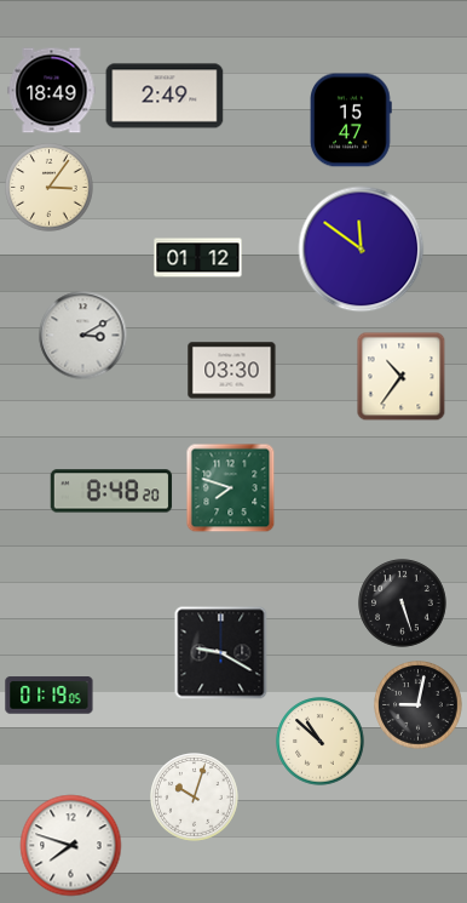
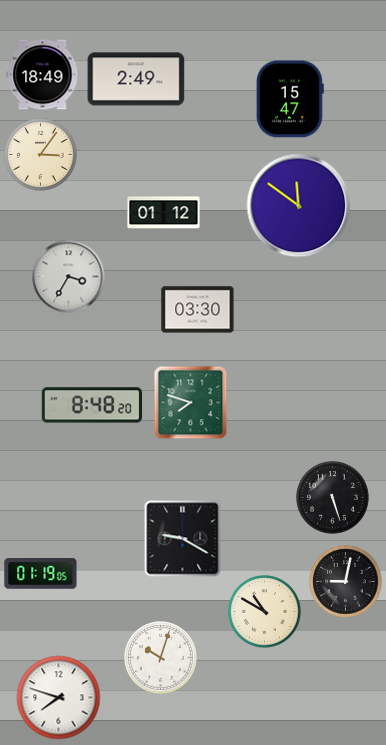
clock at (83, 336): 3:10 -> 3:35
clock at (232, 371) position: (232, 371) -> (198, 310)
clock at (402, 377): 10:36 -> none
clock at (321, 742): 10:52 -> 10:50
